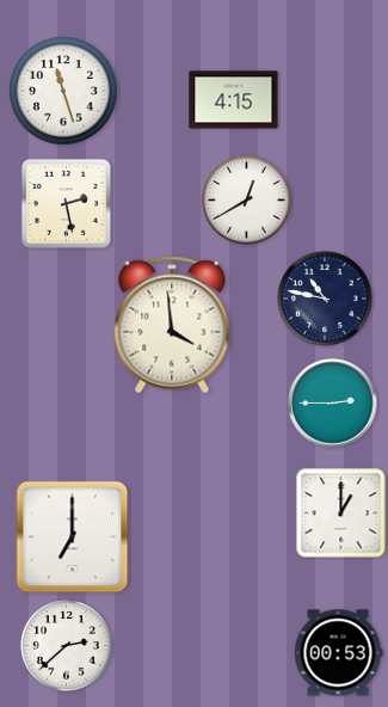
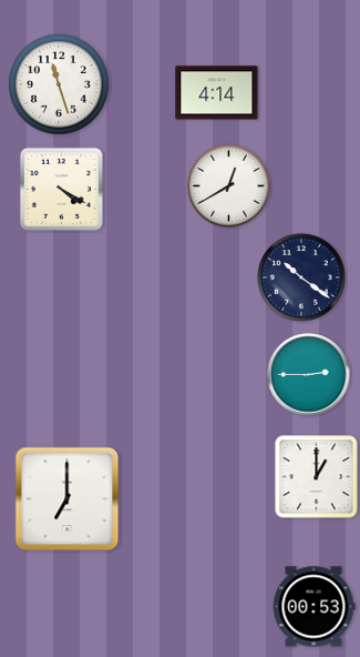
clock at (234, 100): 4:15 -> 4:14
clock at (66, 203): 2:28 -> 4:20
clock at (325, 299): 10:47 -> 10:21
clock at (172, 325): 3:59 -> none
clock at (67, 646): 2:38 -> none
